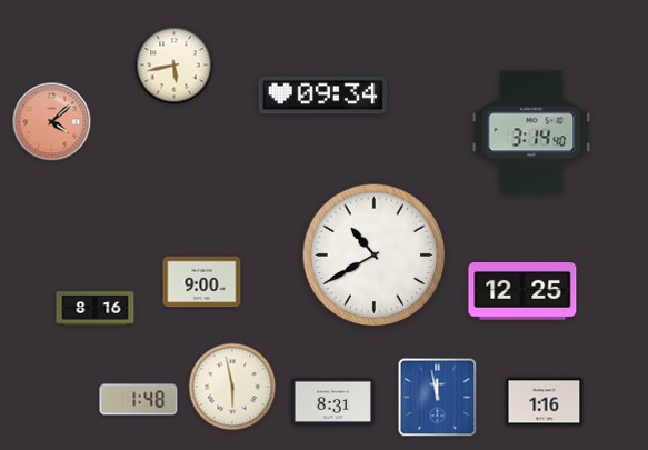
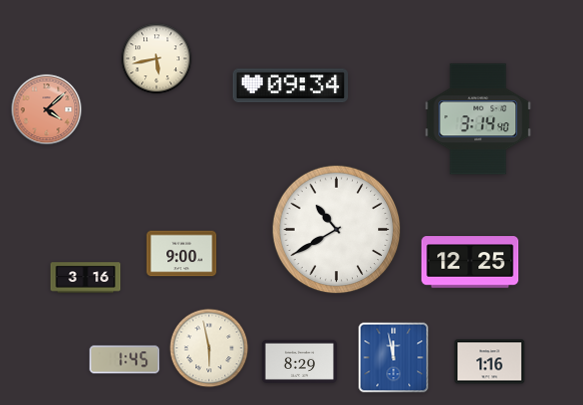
clock at (96, 309): 8:16 -> 3:16
clock at (139, 400): 1:48 -> 1:45
clock at (332, 401): 8:31 -> 8:29
